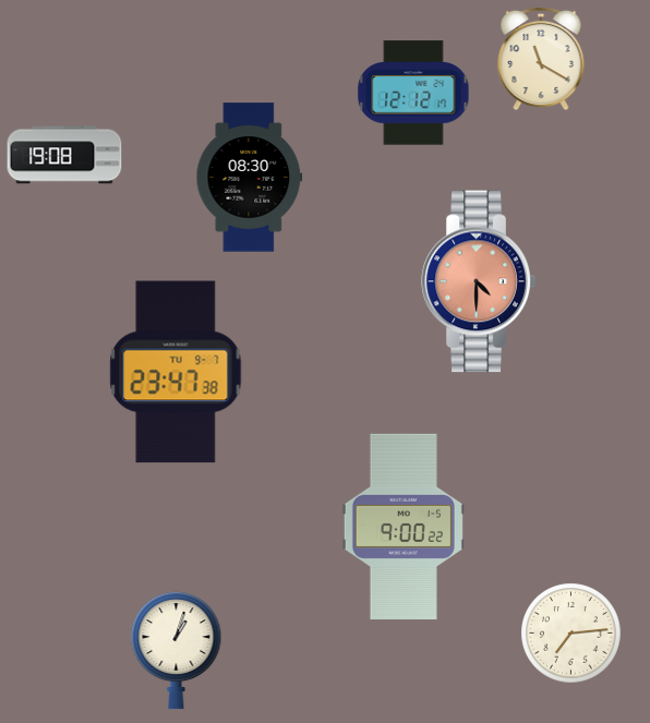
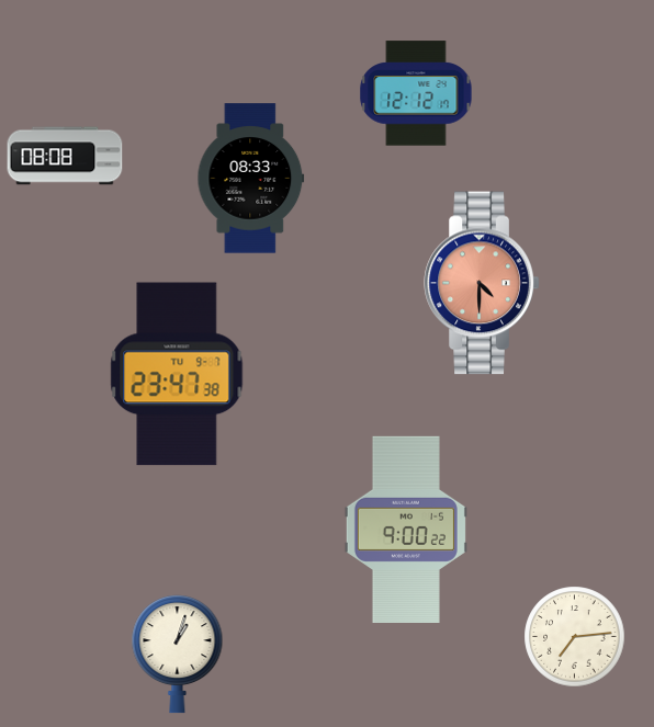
clock at (541, 59): 11:20 -> none
clock at (64, 155): 19:08 -> 08:08
clock at (250, 178): 08:30 -> 08:33
